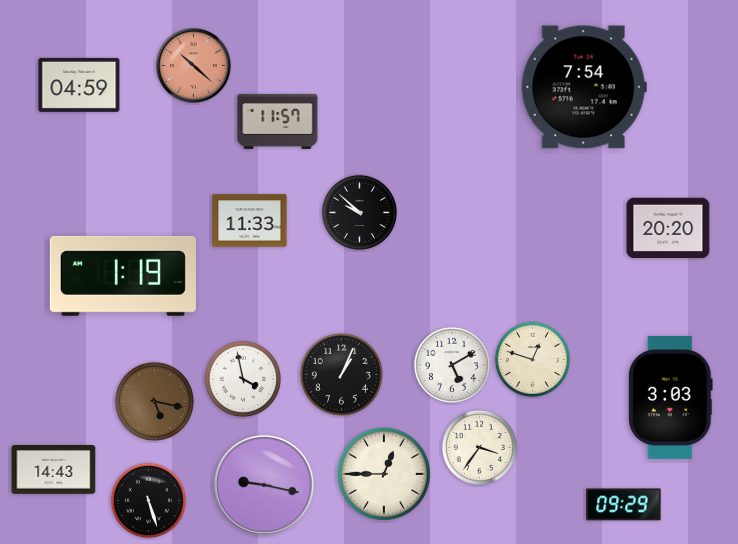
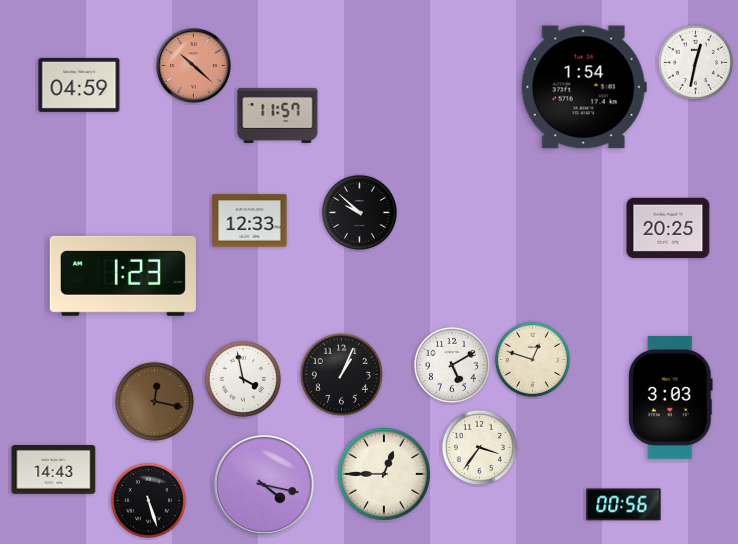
clock at (695, 62): none -> 12:32
clock at (584, 87): 7:54 -> 1:54
clock at (278, 121) position: (278, 121) -> (278, 115)
clock at (250, 221): 11:33 -> 12:33
clock at (668, 228): 20:20 -> 20:25
clock at (123, 276): 1:19 -> 1:23
clock at (154, 401): 5:17 -> 12:17
clock at (264, 485): 9:17 -> 4:17
clock at (624, 505): 09:29 -> 00:56
